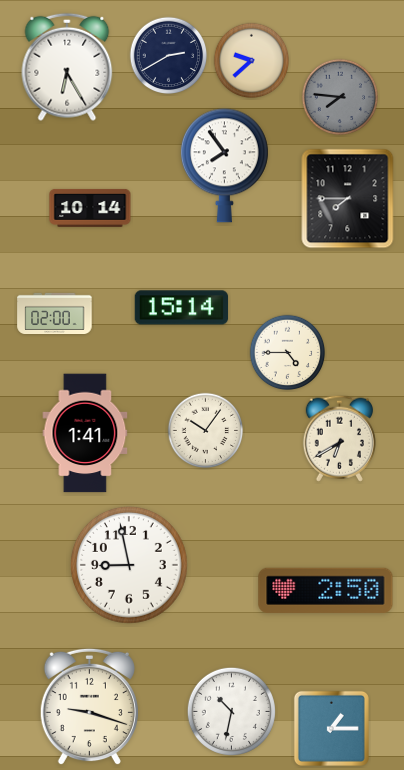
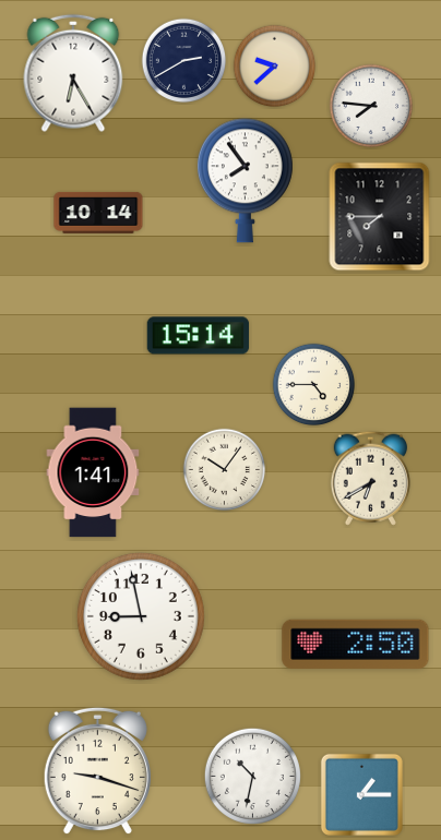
clock at (340, 97) dial: grey -> white
clock at (90, 208) position: (90, 208) -> (98, 213)
clock at (55, 313): 02:00 -> none
